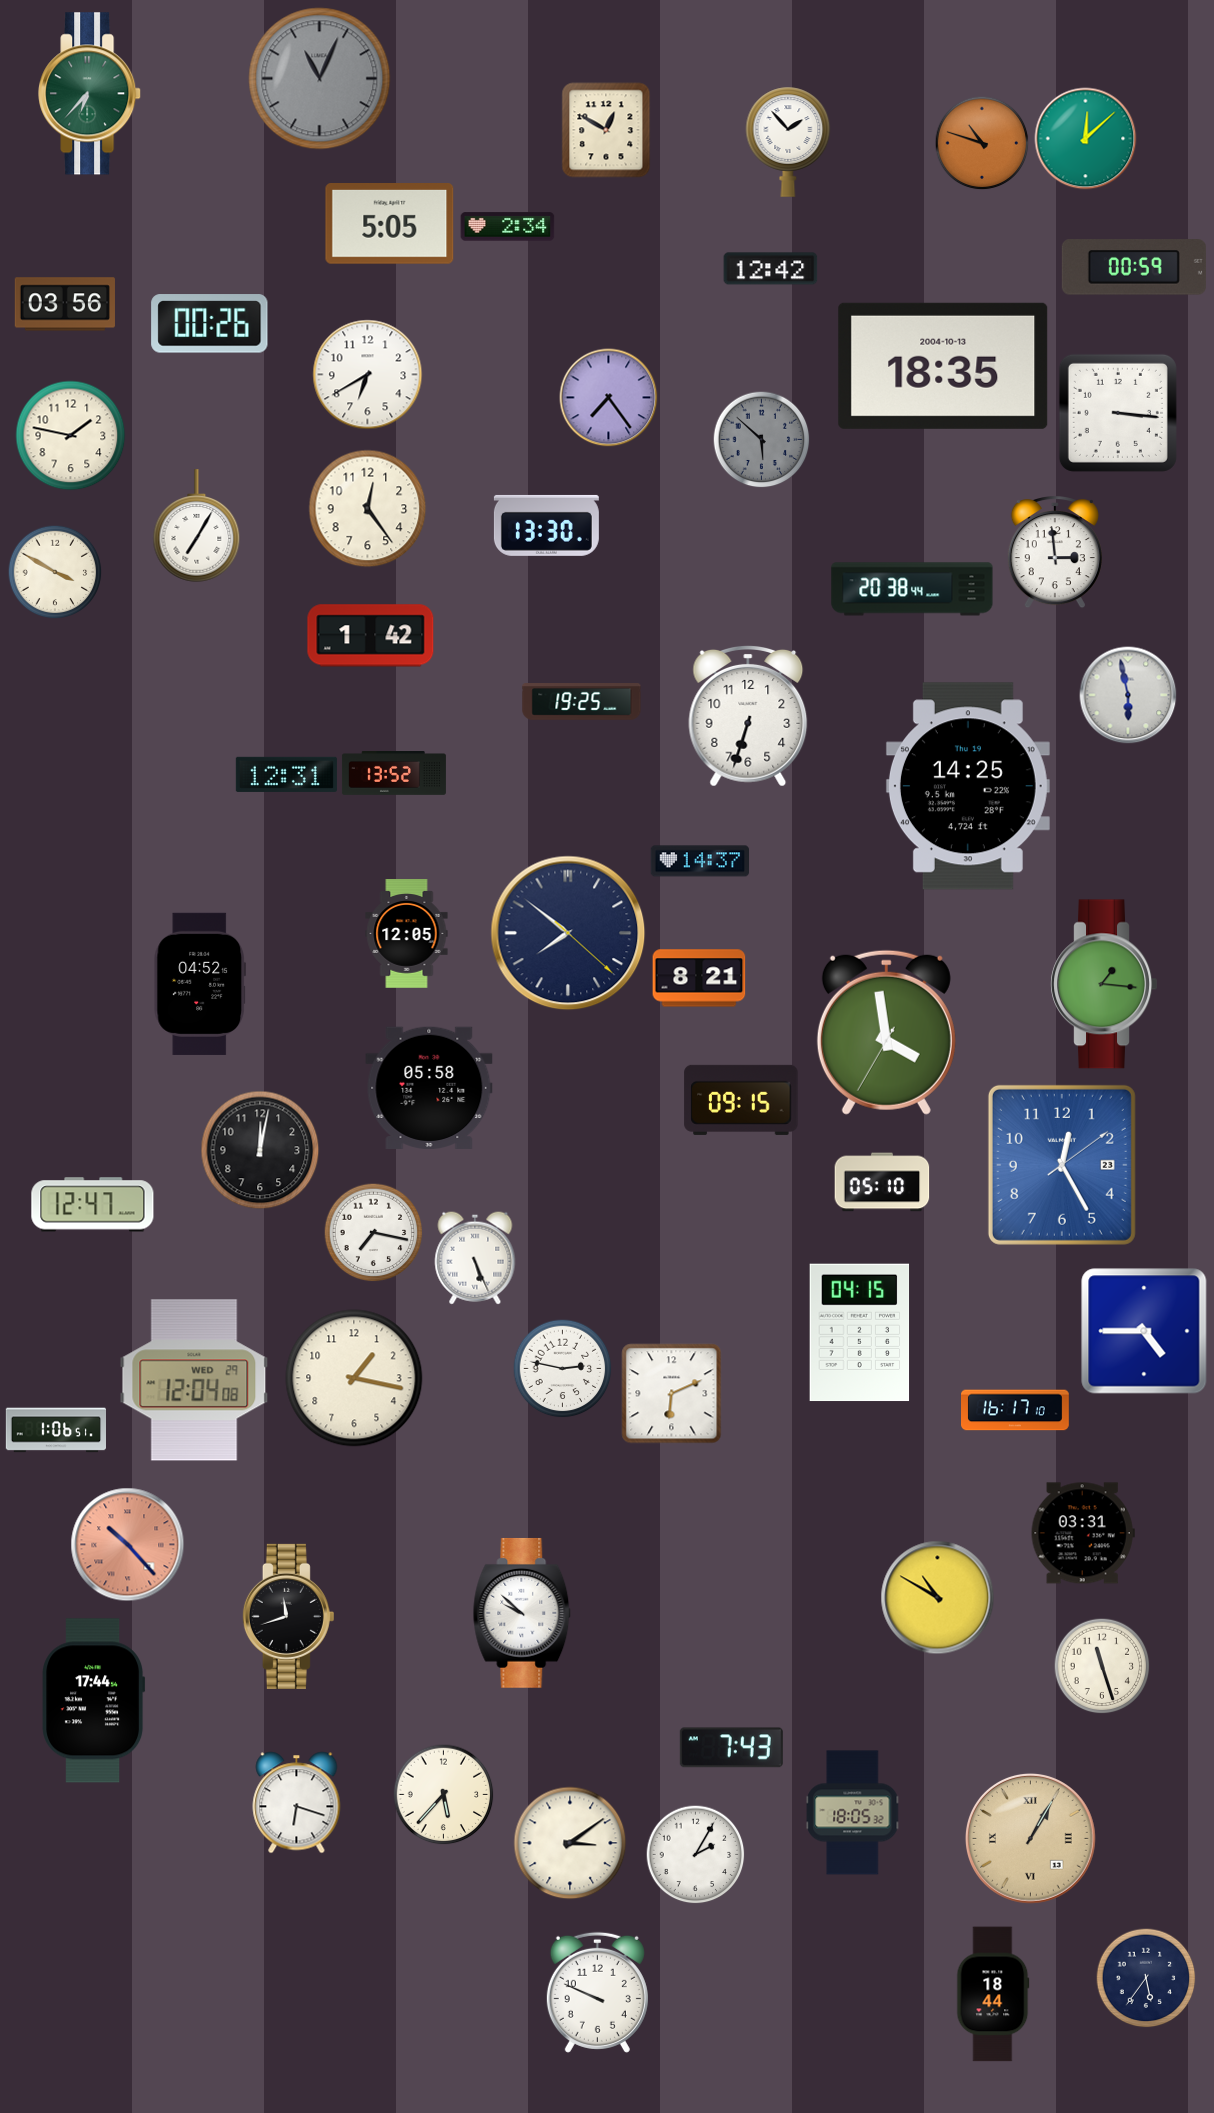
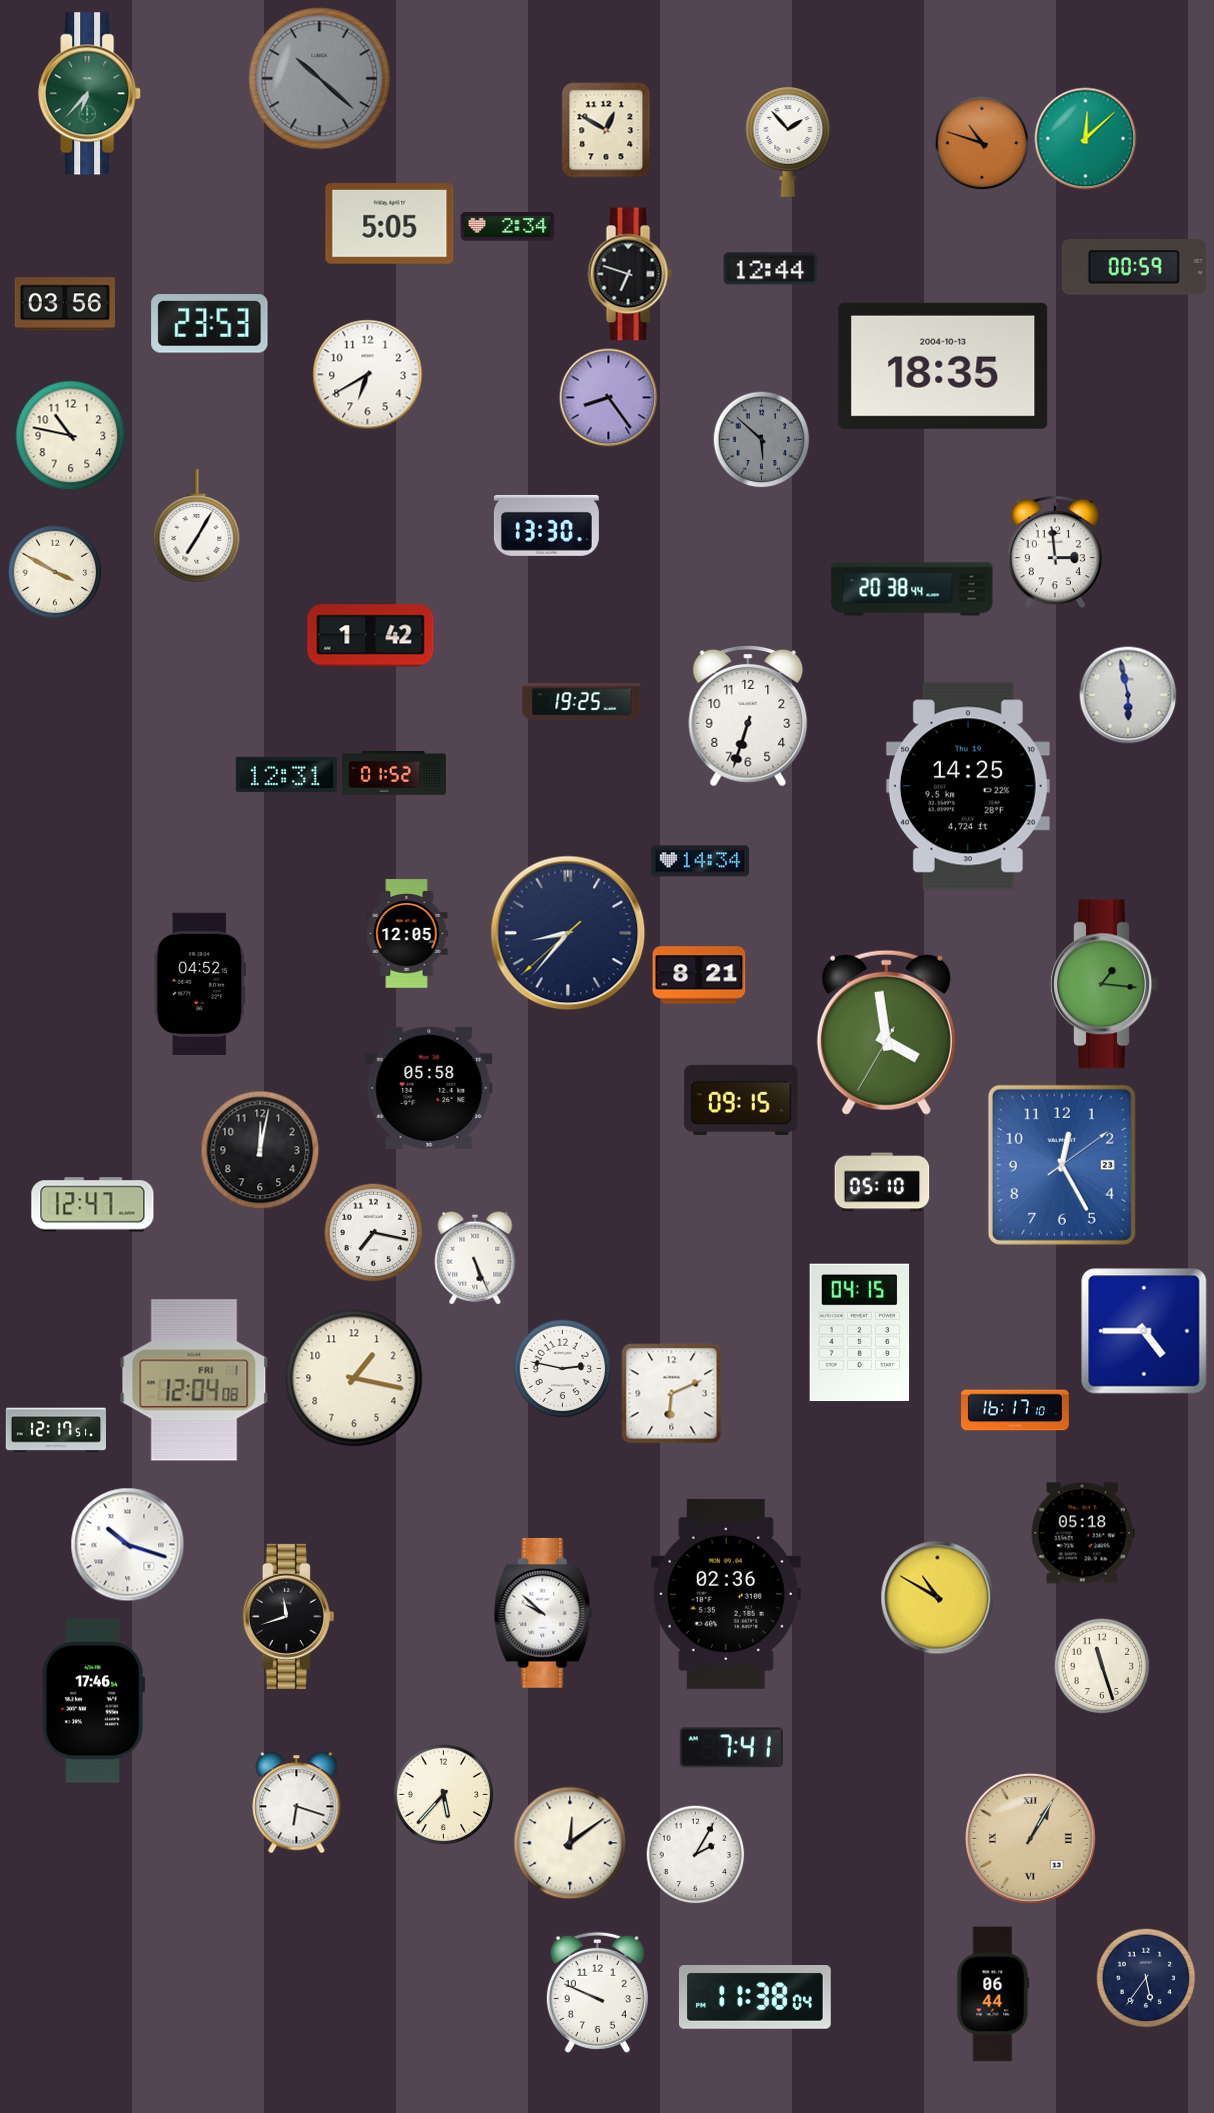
clock at (320, 79): 11:04 -> 10:22
clock at (771, 269): 12:42 -> 12:44
clock at (630, 274): none -> 6:48
clock at (210, 324): 00:26 -> 23:53
clock at (609, 398): 7:24 -> 8:24
clock at (1118, 413): 3:16 -> none
clock at (71, 436): 1:47 -> 10:47
clock at (368, 509): 12:24 -> none
clock at (394, 774): 13:52 -> 01:52
clock at (700, 861): 14:37 -> 14:34
clock at (568, 933): 7:51 -> 8:36
clock at (699, 978) position: (699, 978) -> (699, 975)
clock at (194, 1380) date: WED 29 -> FRI 1
clock at (55, 1430): 1:06 -> 12:17
clock at (1083, 1533): 03:31 -> 05:18
clock at (128, 1545): 10:23 -> 10:18
clock at (128, 1545) dial: salmon -> white
clock at (726, 1594): none -> 02:36
clock at (522, 1613) position: (522, 1613) -> (543, 1613)
clock at (94, 1701): 17:44 -> 17:46
clock at (731, 1748): 7:43 -> 7:41
clock at (853, 1813): 18:05 -> none
clock at (570, 1843): 3:09 -> 12:09
clock at (993, 1994): 18:44 -> 06:44
clock at (756, 1998): none -> 11:38
